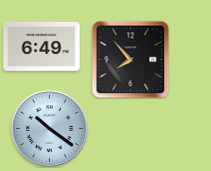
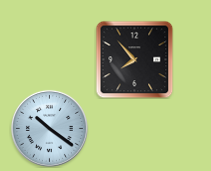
clock at (42, 46): 6:49 -> none
clock at (130, 59) position: (130, 59) -> (134, 59)
